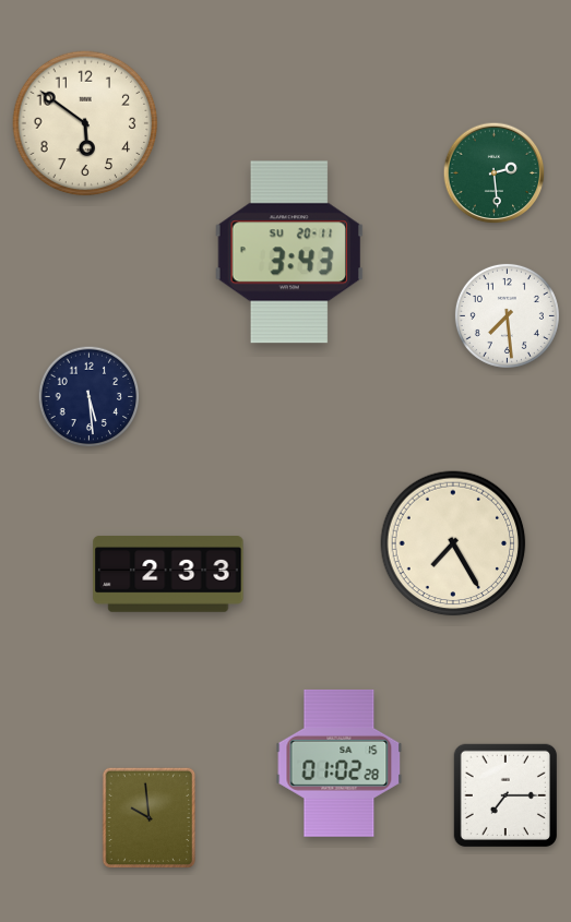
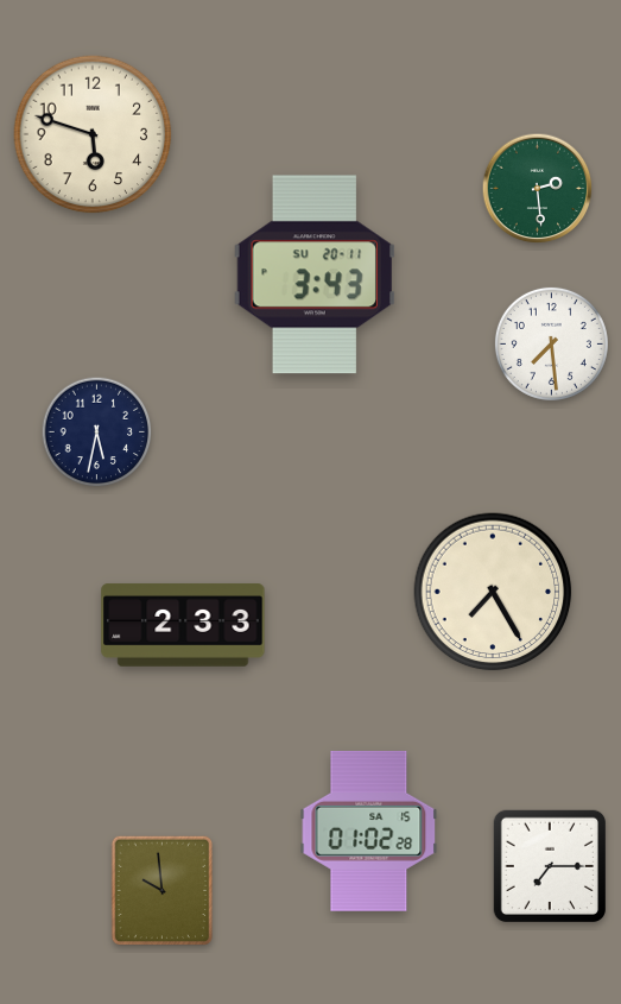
clock at (85, 123): 5:51 -> 5:48
clock at (90, 397): 5:29 -> 5:32
